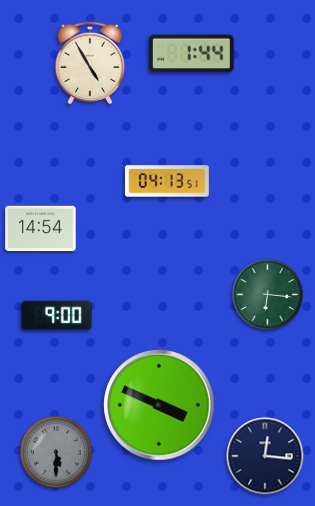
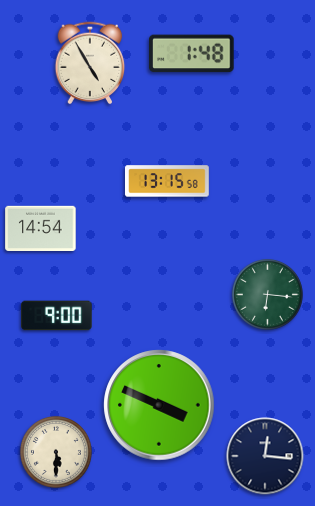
clock at (192, 54): 1:44 -> 1:48
clock at (167, 181): 04:13 -> 13:15
clock at (56, 452) dial: grey -> cream
